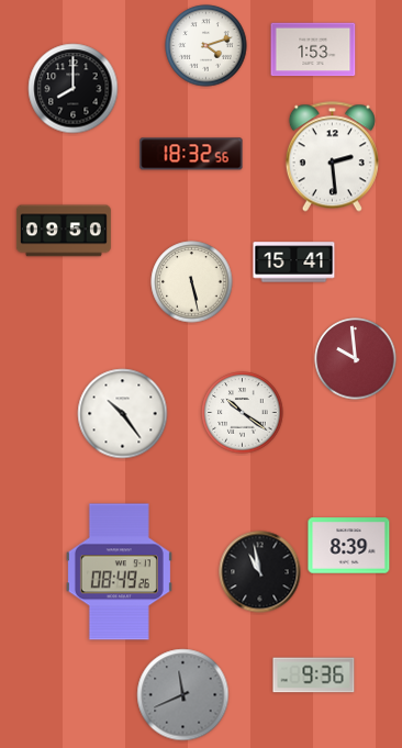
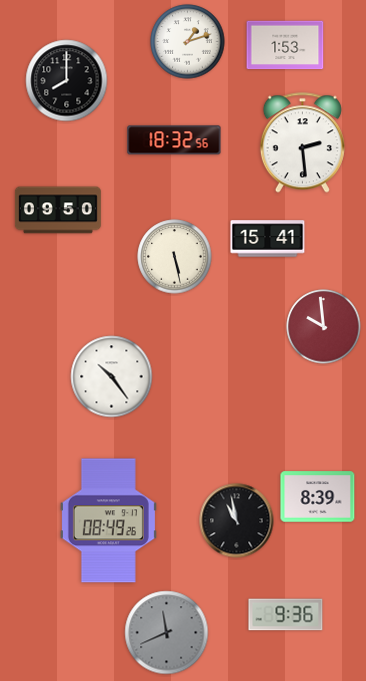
clock at (206, 46): 4:12 -> 1:12
clock at (243, 413): 10:21 -> none
